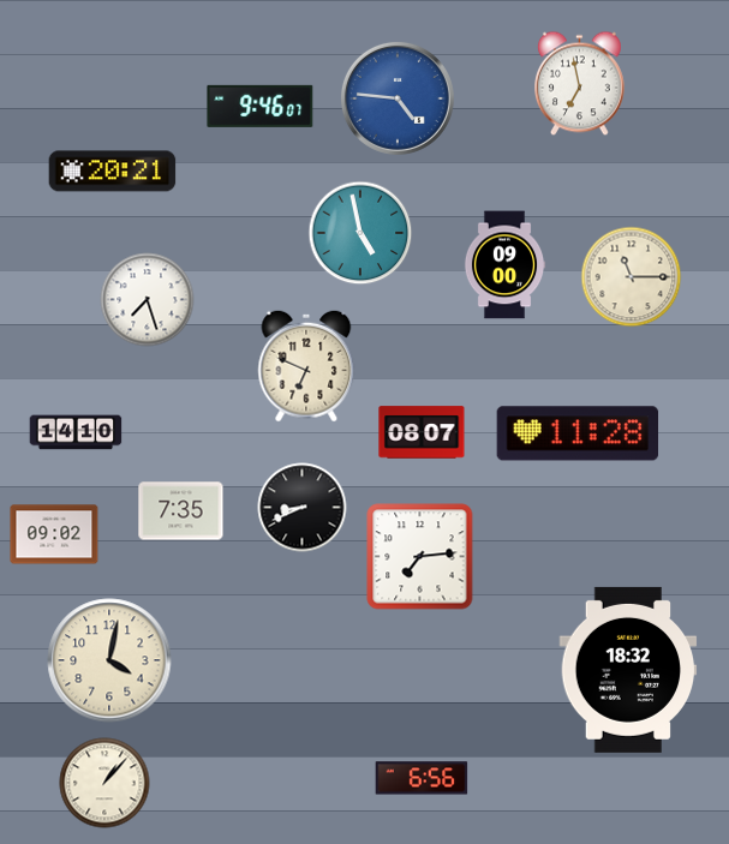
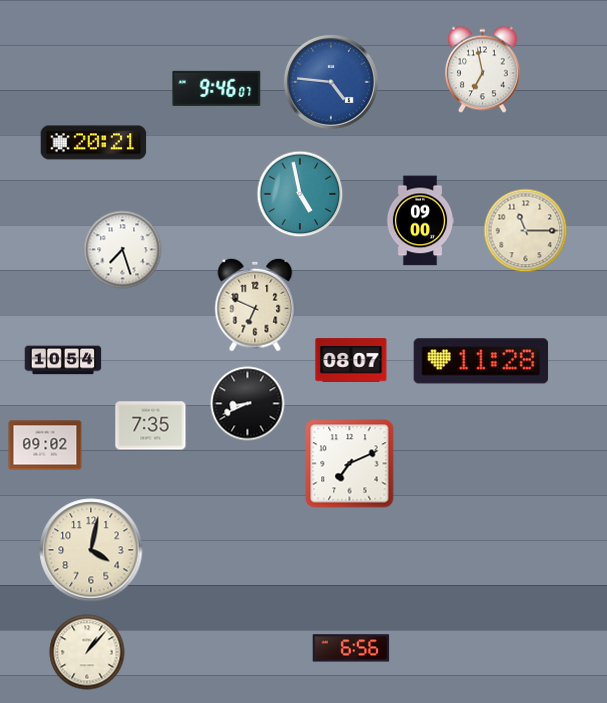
clock at (76, 432): 14:10 -> 10:54
clock at (303, 508) position: (303, 508) -> (248, 404)
clock at (420, 557): 7:14 -> 7:11
clock at (628, 670): 18:32 -> none
